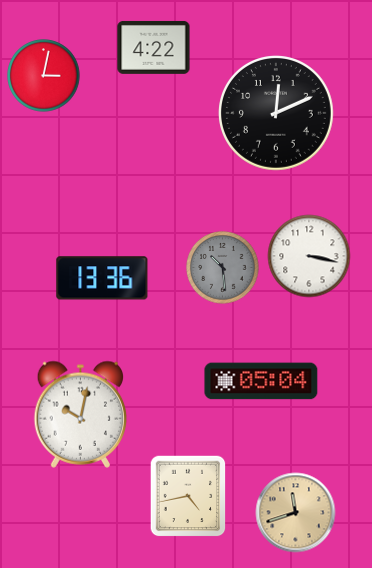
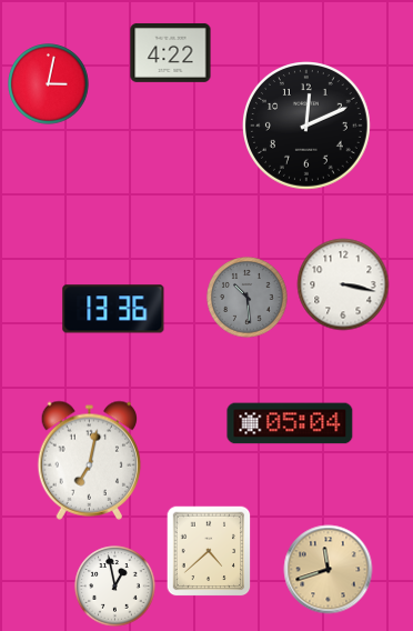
clock at (81, 414): 10:02 -> 7:02
clock at (188, 496): 4:43 -> 4:38
clock at (115, 587): none -> 12:58
